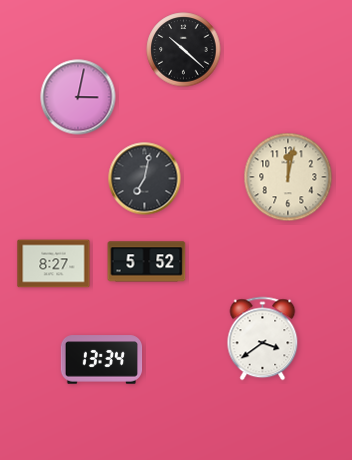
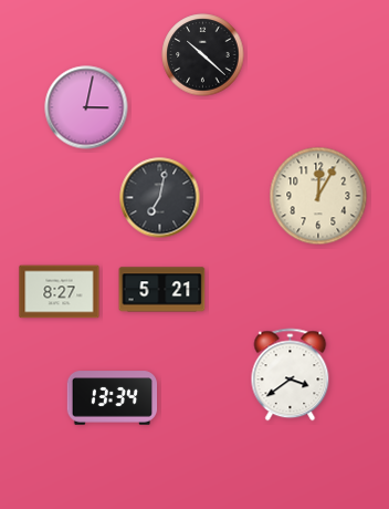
clock at (288, 177): 12:02 -> 12:05
clock at (147, 262): 5:52 -> 5:21
